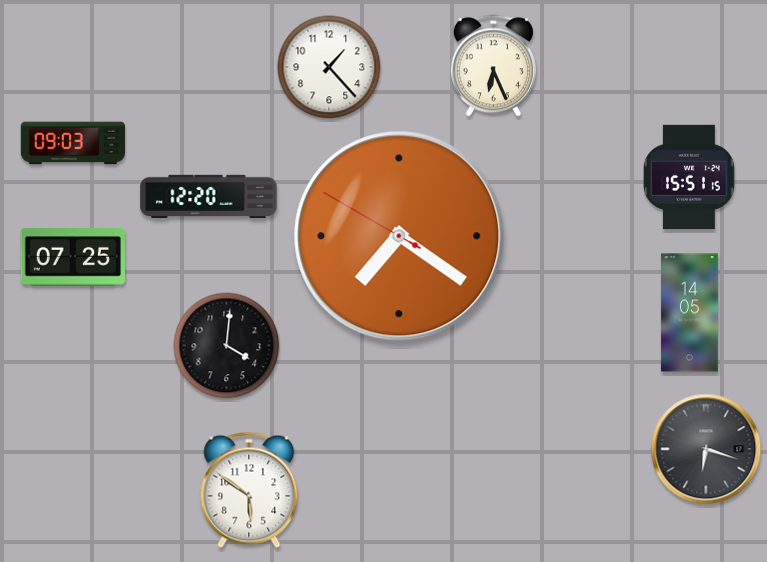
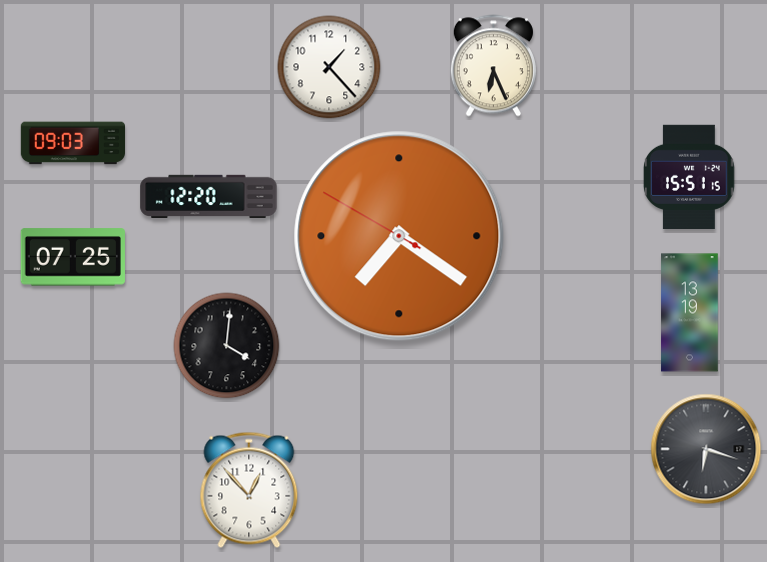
clock at (690, 313): 14:05 -> 13:19
clock at (249, 490): 5:51 -> 12:53
